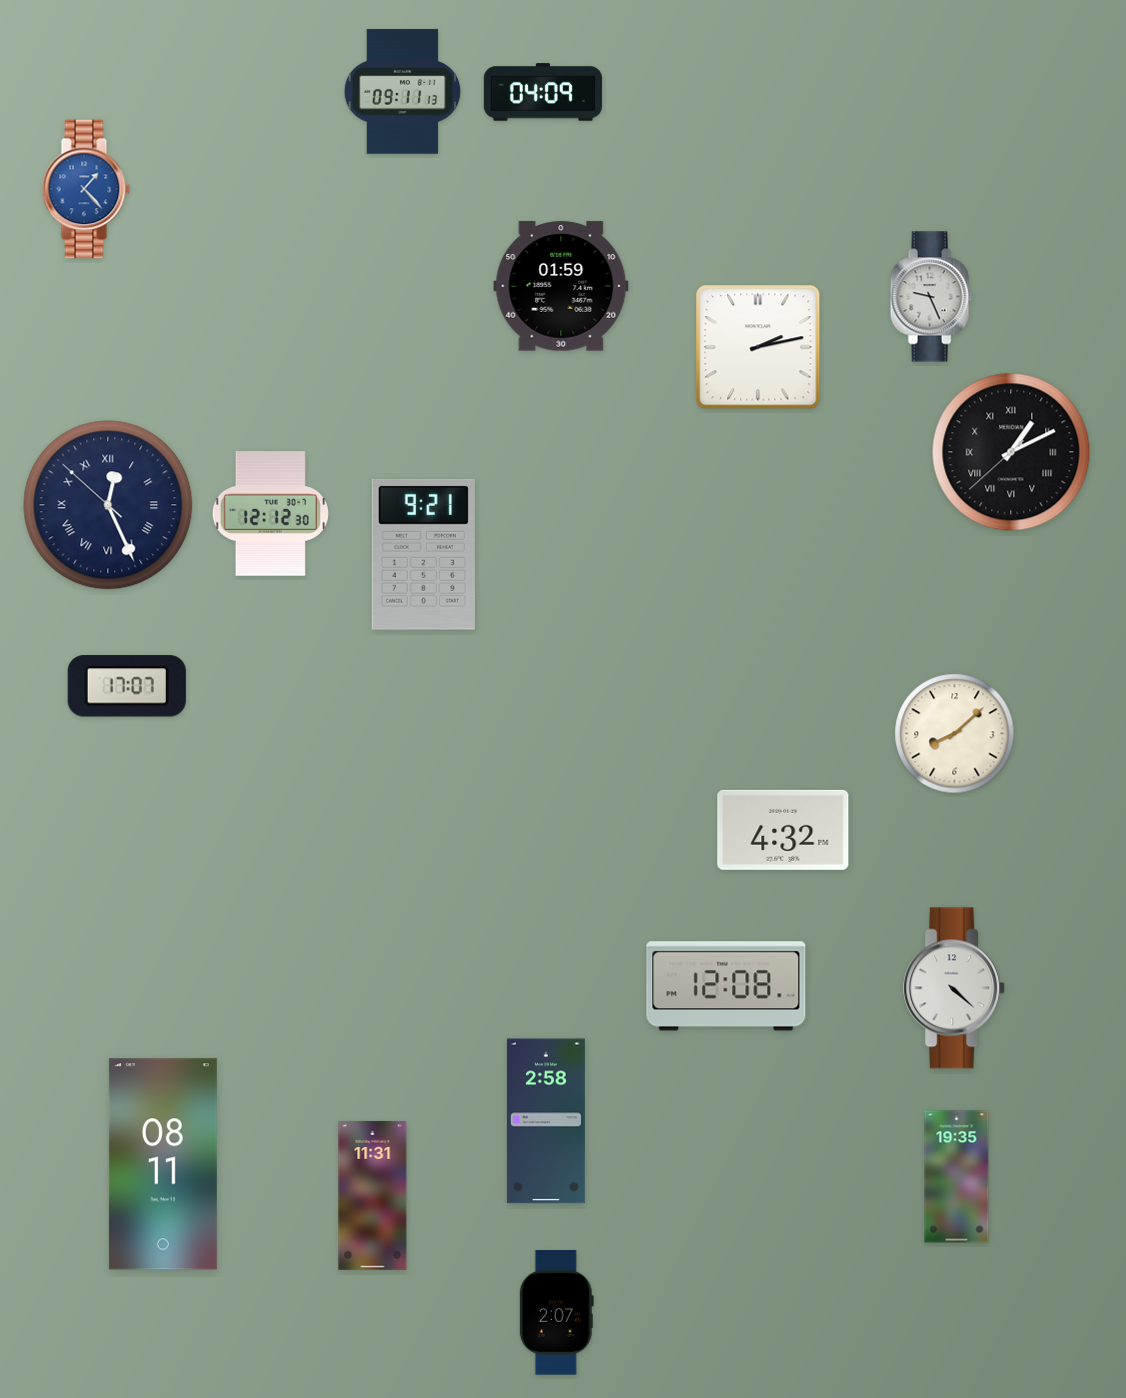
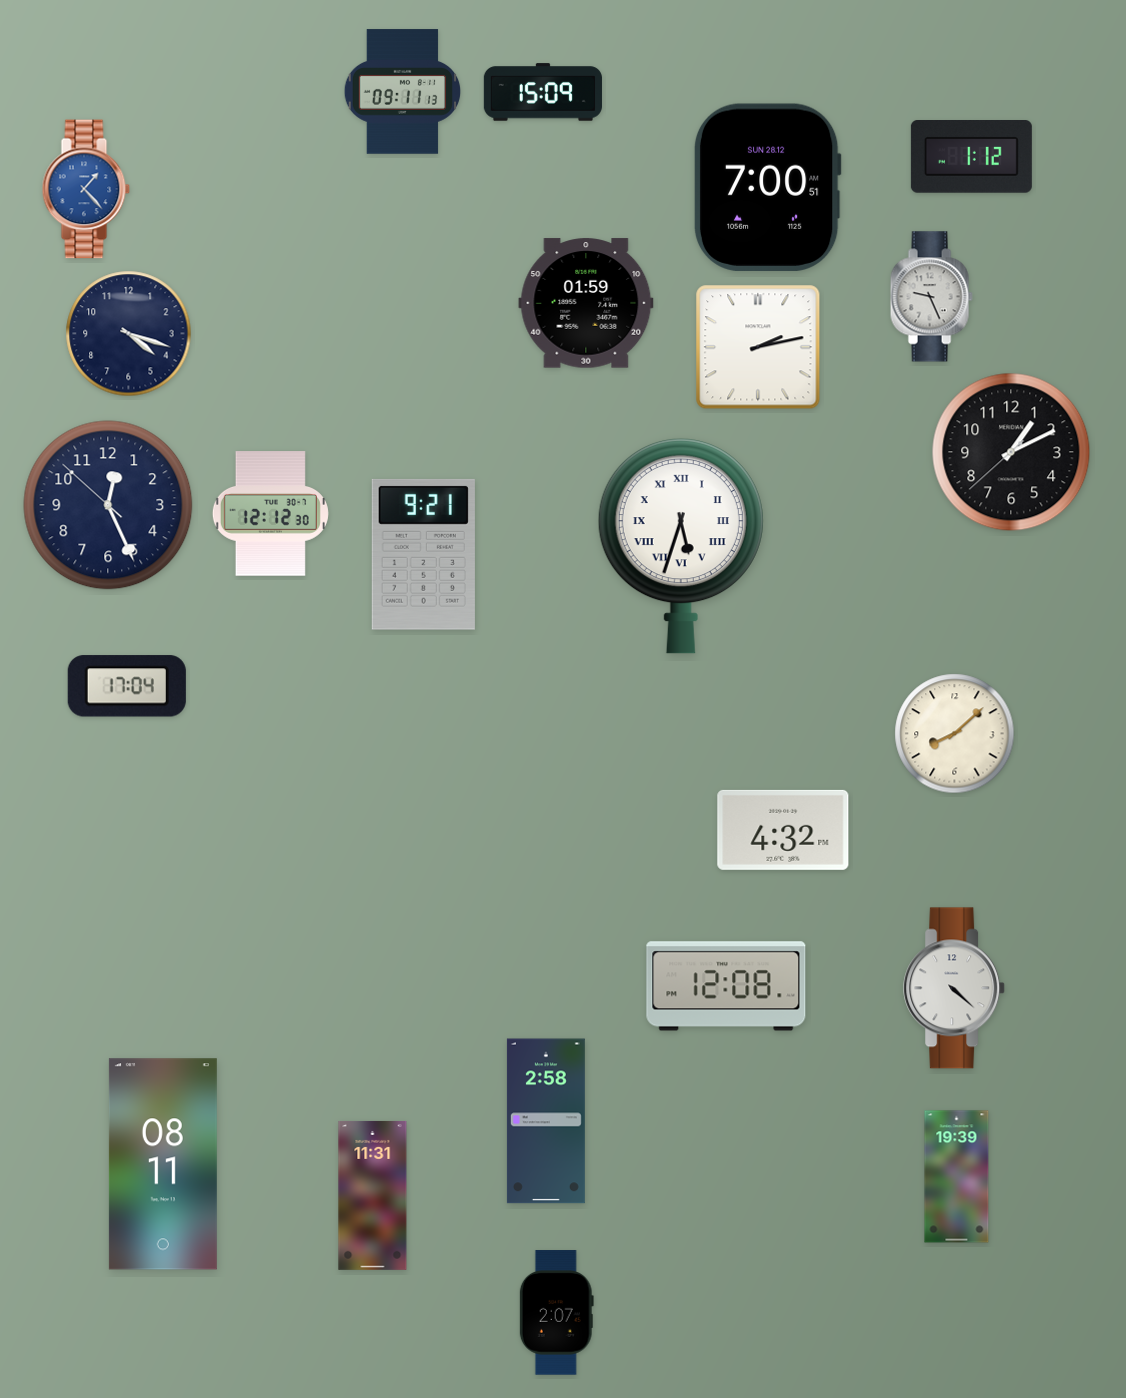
clock at (543, 92): 04:09 -> 15:09
clock at (971, 157): none -> 1:12
clock at (767, 187): none -> 7:00
clock at (561, 286) position: (561, 286) -> (586, 303)
clock at (129, 334): none -> 4:18
clock at (1011, 452) numerals: Roman -> Arabic
clock at (108, 505) numerals: Roman -> Arabic
clock at (681, 546): none -> 5:33
clock at (127, 686): 17:07 -> 17:04
clock at (957, 1177): 19:35 -> 19:39
